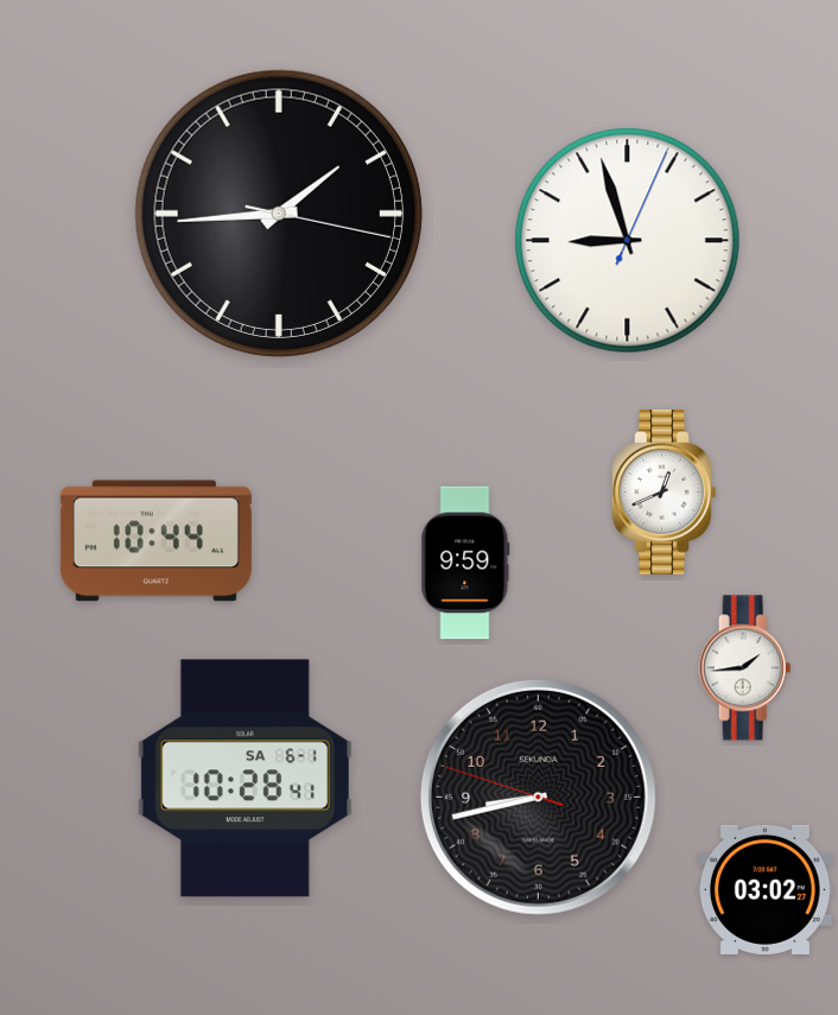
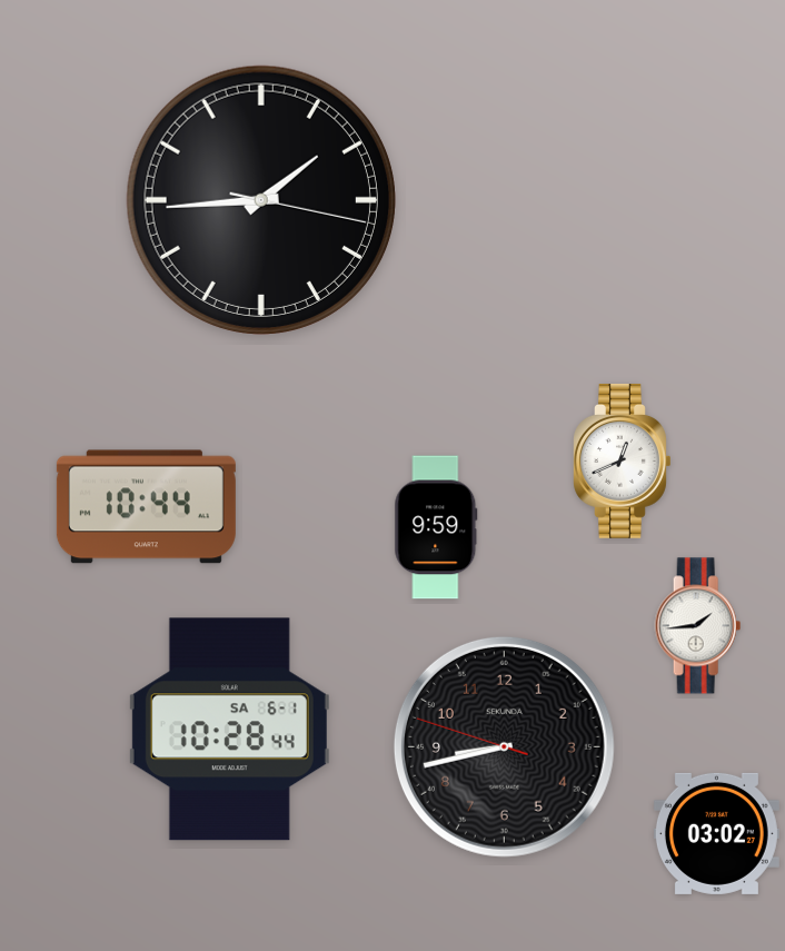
clock at (628, 241): 8:57 -> none
clock at (245, 779): 10:28:41 -> 10:28:44
